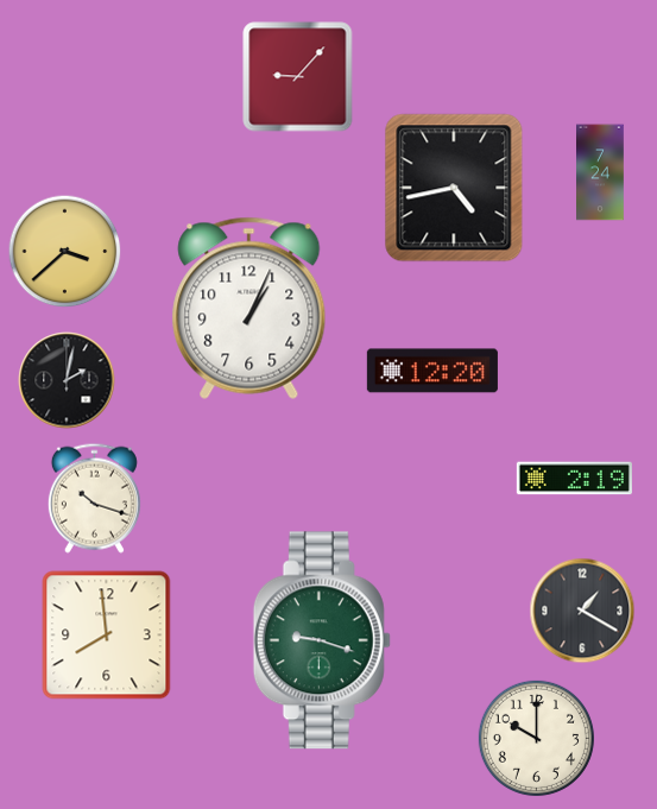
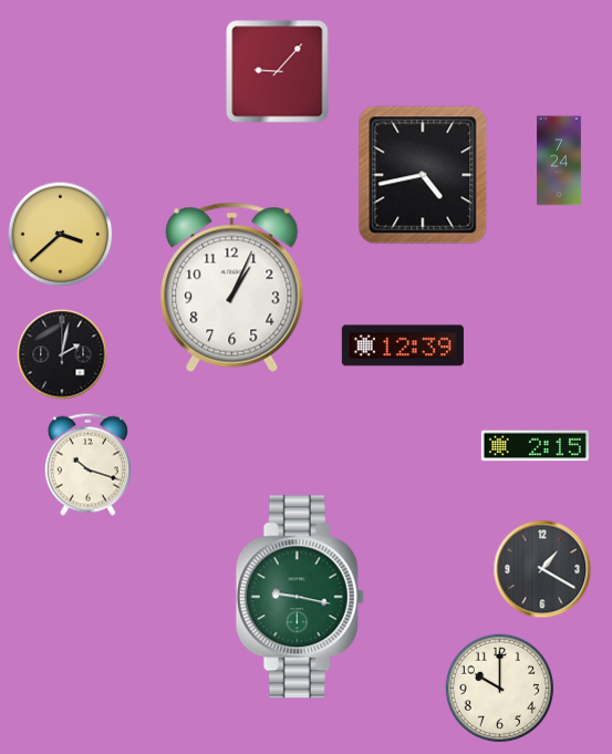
clock at (432, 371): 12:20 -> 12:39
clock at (574, 479): 2:19 -> 2:15
clock at (107, 636): 7:59 -> none
clock at (322, 640): 9:18 -> 9:17
